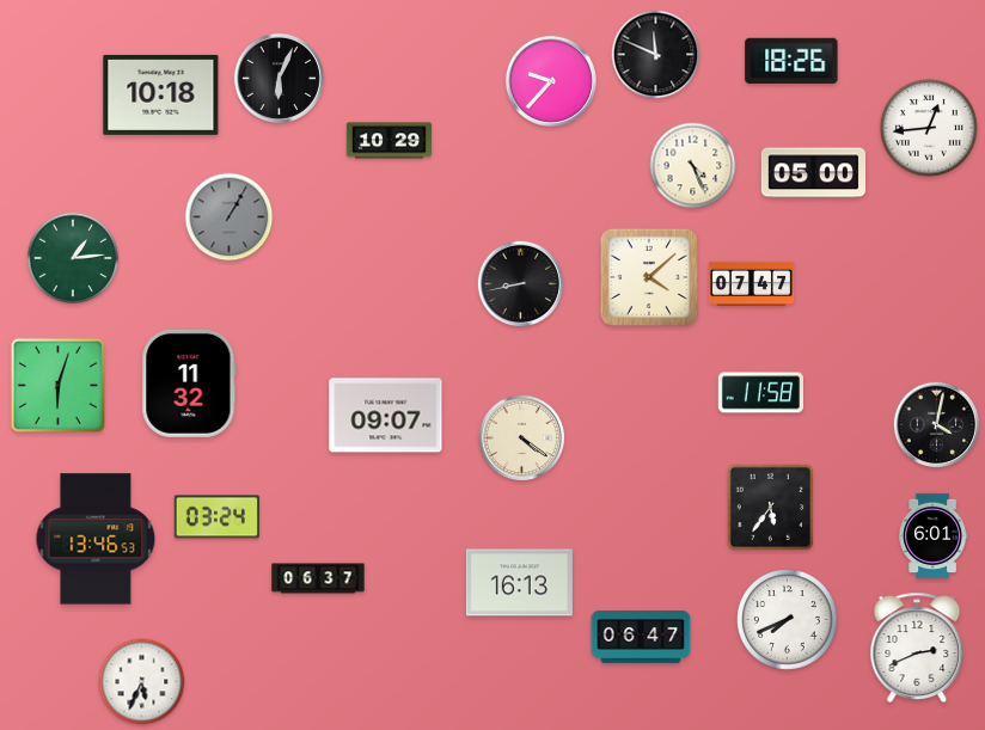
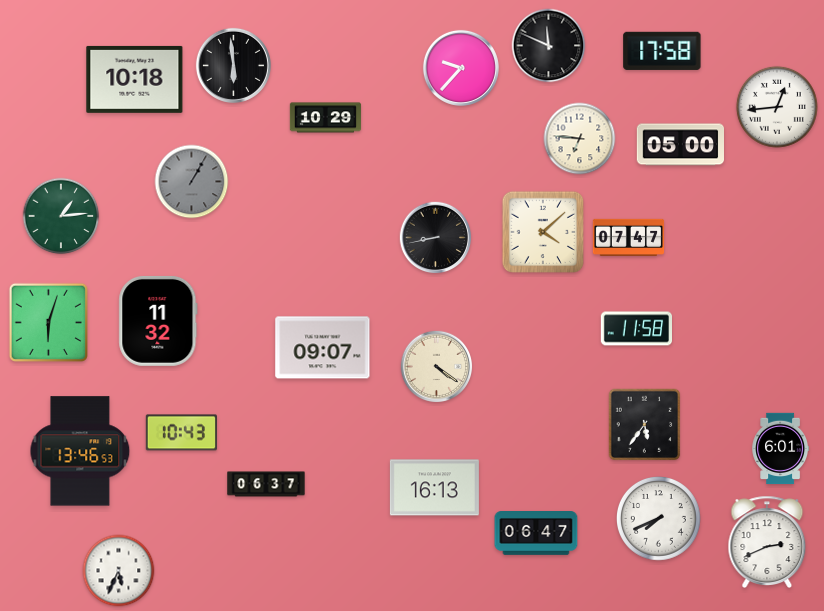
clock at (791, 61): 18:26 -> 17:58
clock at (279, 78): 6:04 -> 5:59
clock at (693, 166): 4:26 -> 6:46
clock at (937, 425): 4:02 -> none
clock at (216, 517): 03:24 -> 10:43
